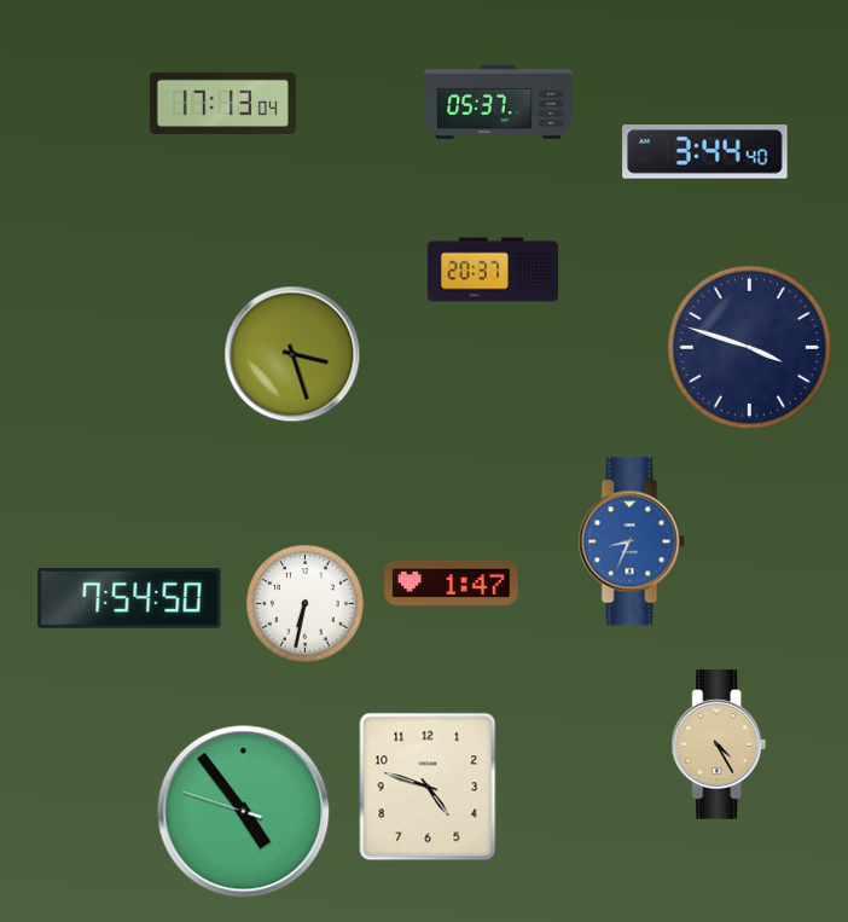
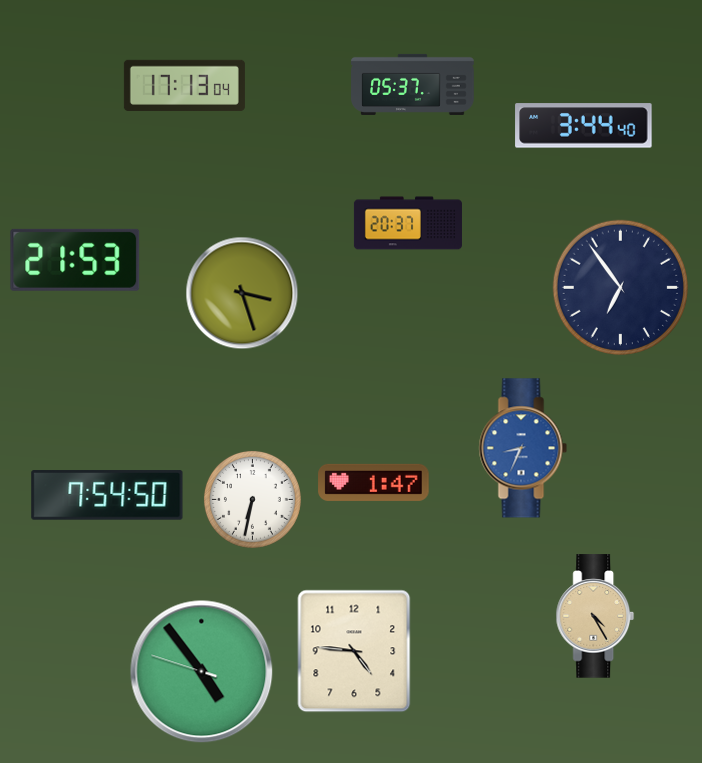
clock at (75, 260): none -> 21:53
clock at (749, 347): 3:48 -> 6:54
clock at (428, 787): 4:48 -> 4:46
